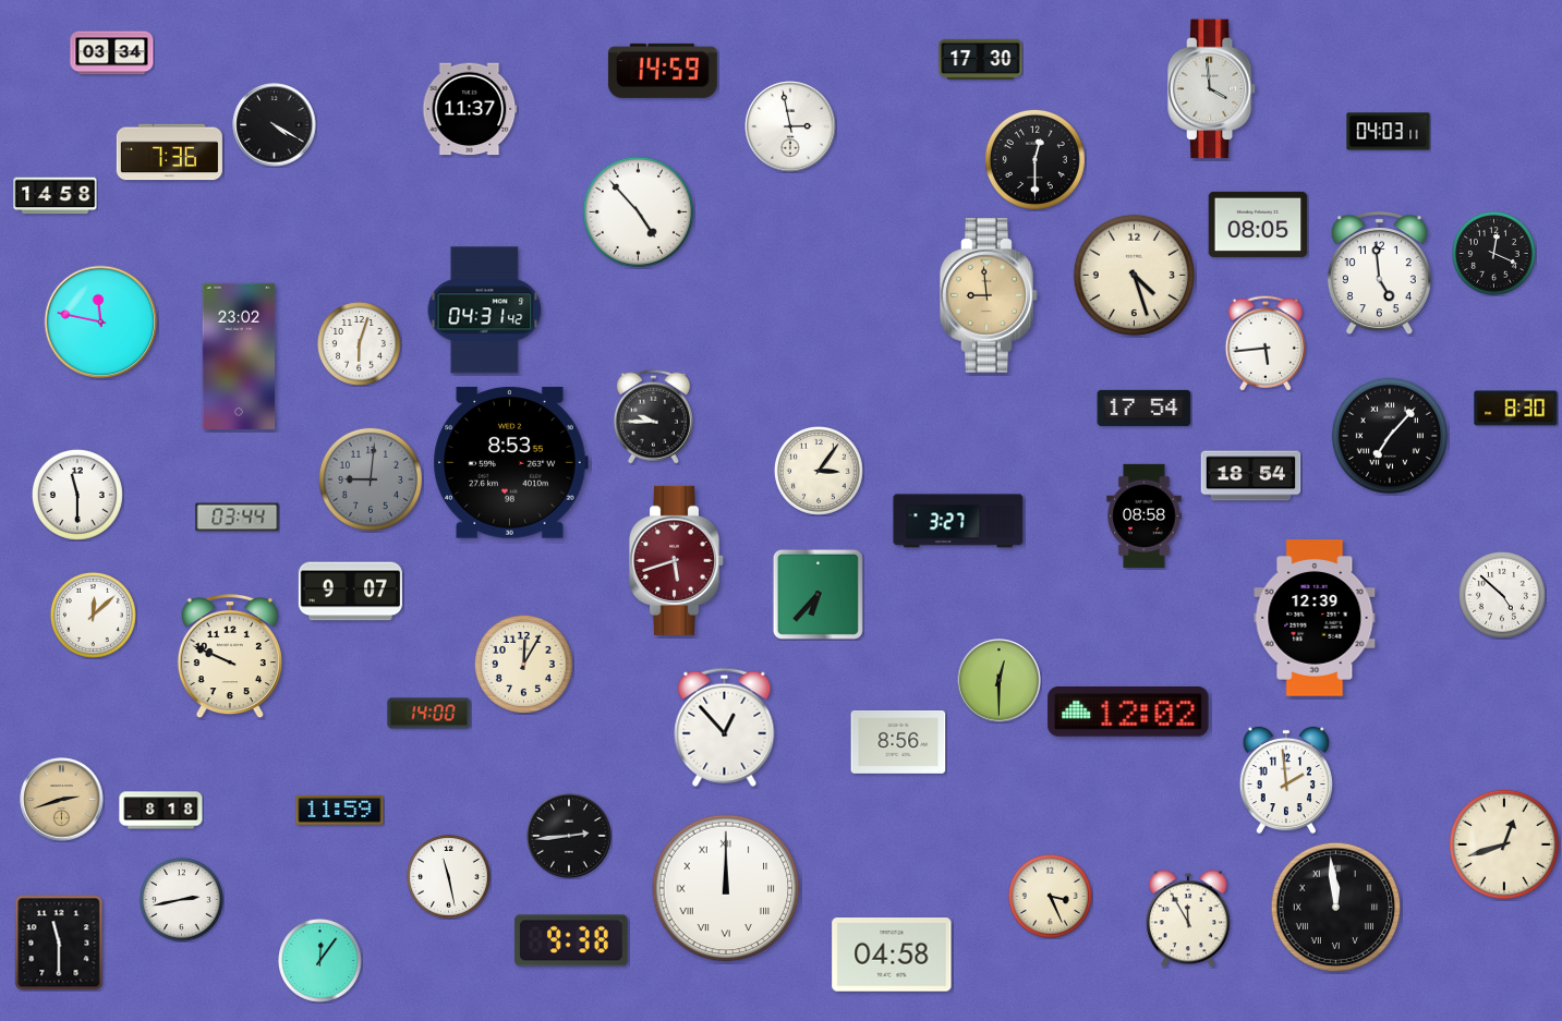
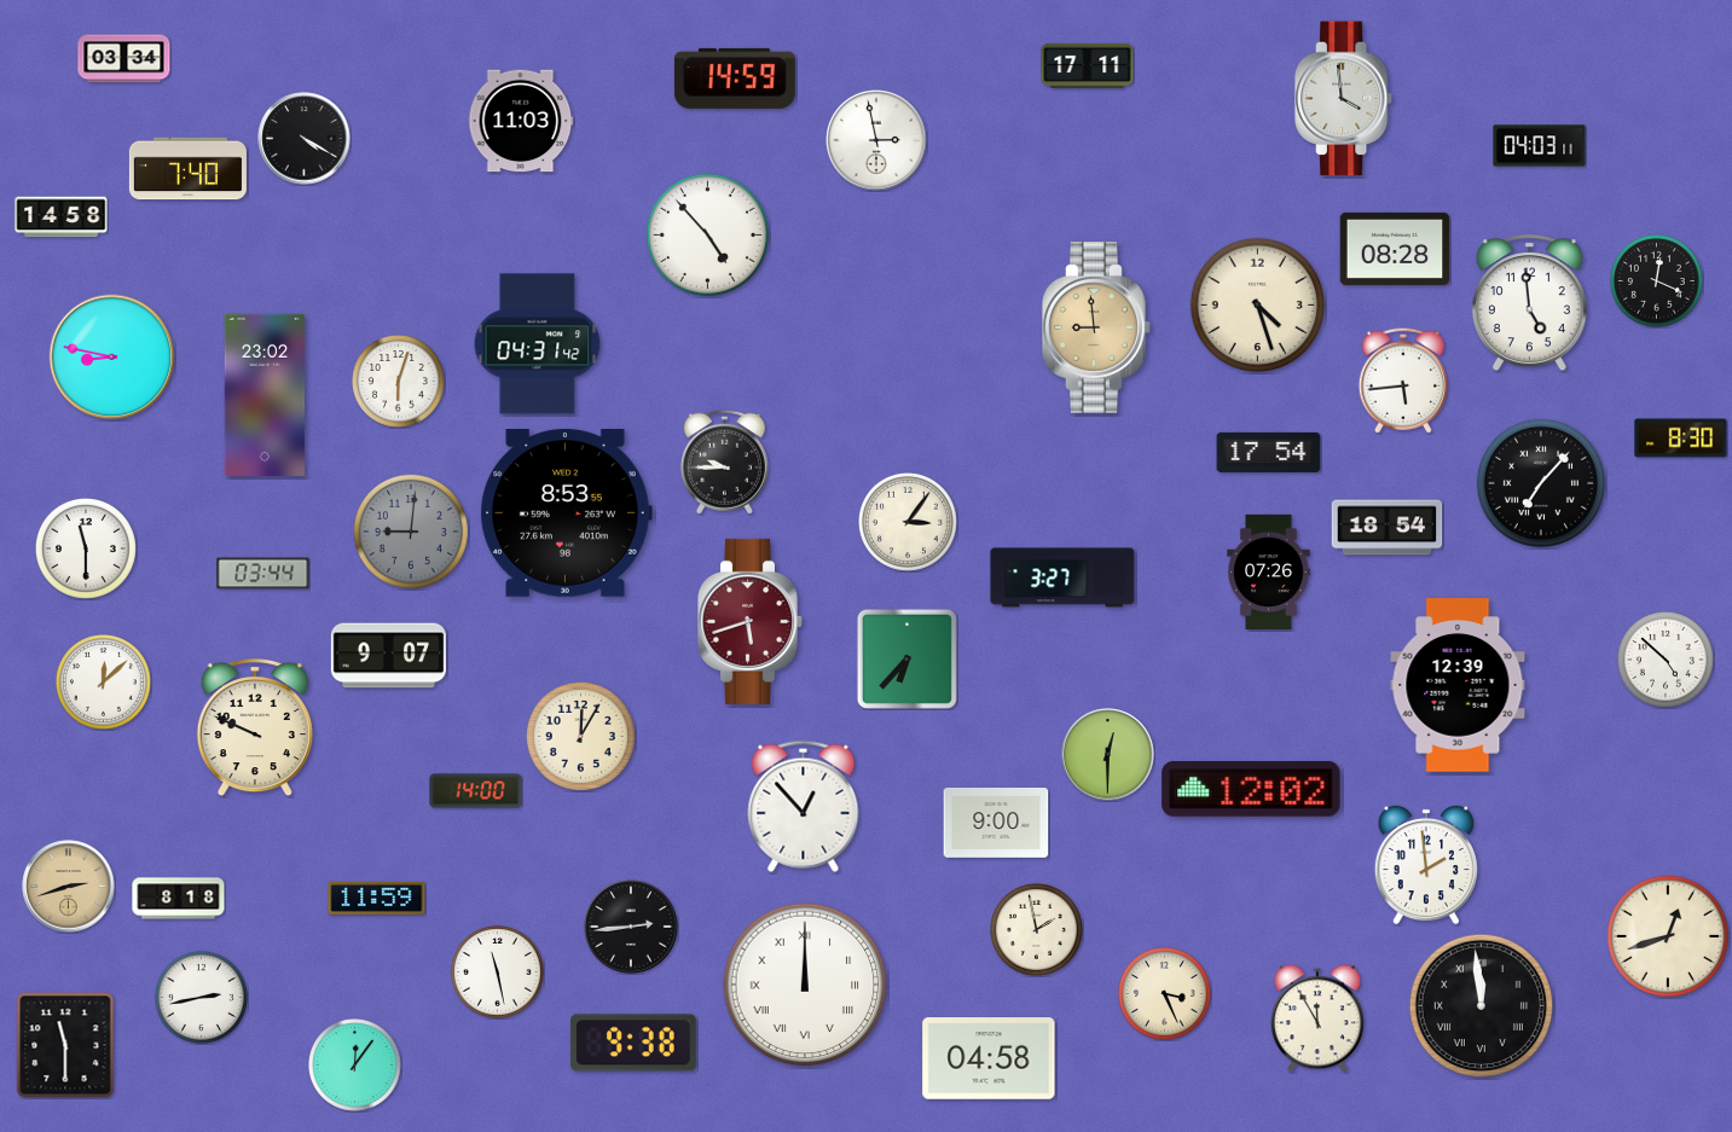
clock at (981, 59): 17:30 -> 17:11
clock at (470, 109): 11:37 -> 11:03
clock at (169, 153): 7:36 -> 7:40
clock at (1034, 159): 12:30 -> none
clock at (1258, 224): 08:05 -> 08:28
clock at (101, 323): 11:47 -> 8:47
clock at (1516, 409) position: (1516, 409) -> (1681, 439)
clock at (1145, 515): 08:58 -> 07:26
clock at (898, 743): 8:56 -> 9:00
clock at (1037, 930): none -> 1:58
